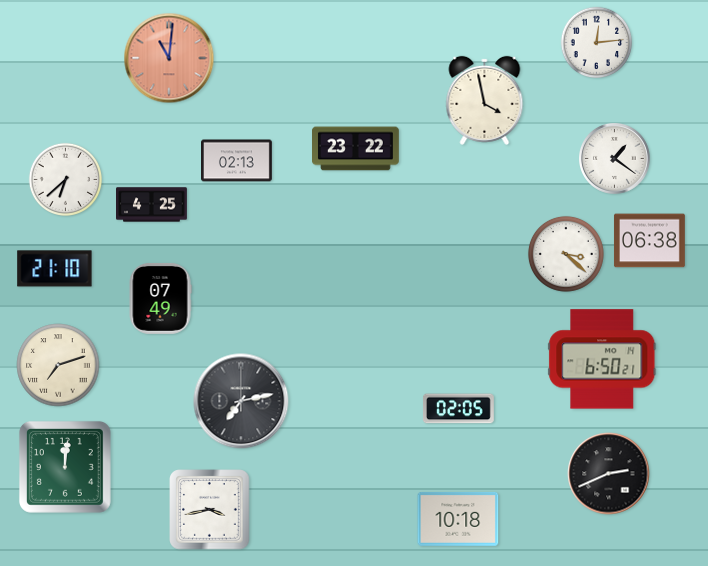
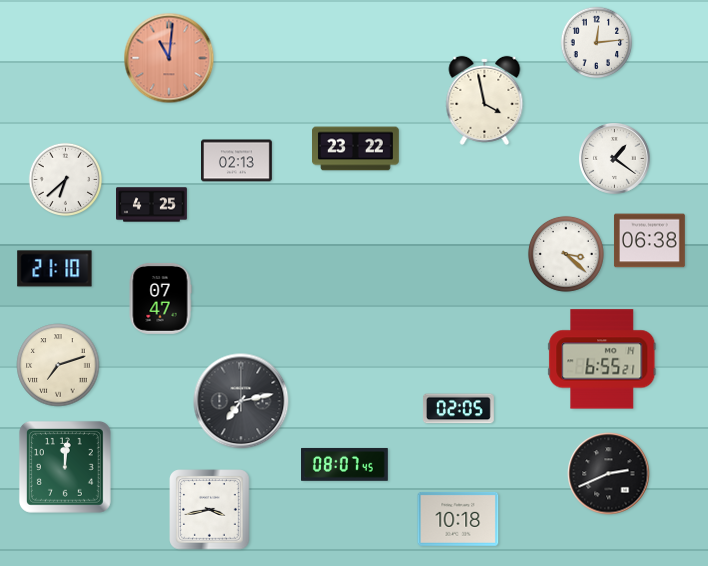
clock at (160, 299): 07:49 -> 07:47
clock at (602, 359): 6:50 -> 6:55
clock at (345, 465): none -> 08:07
